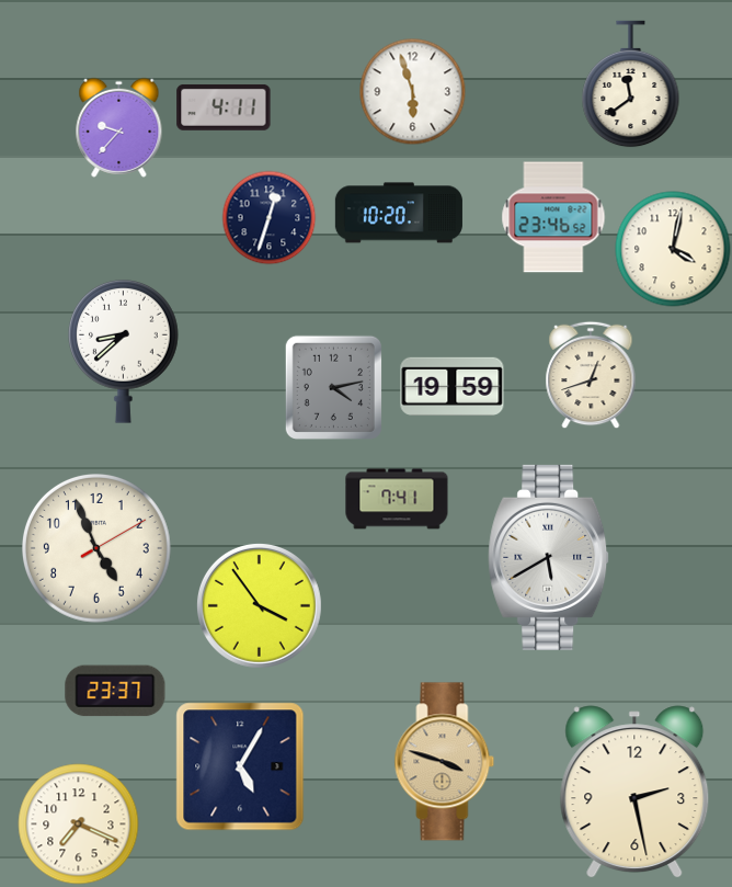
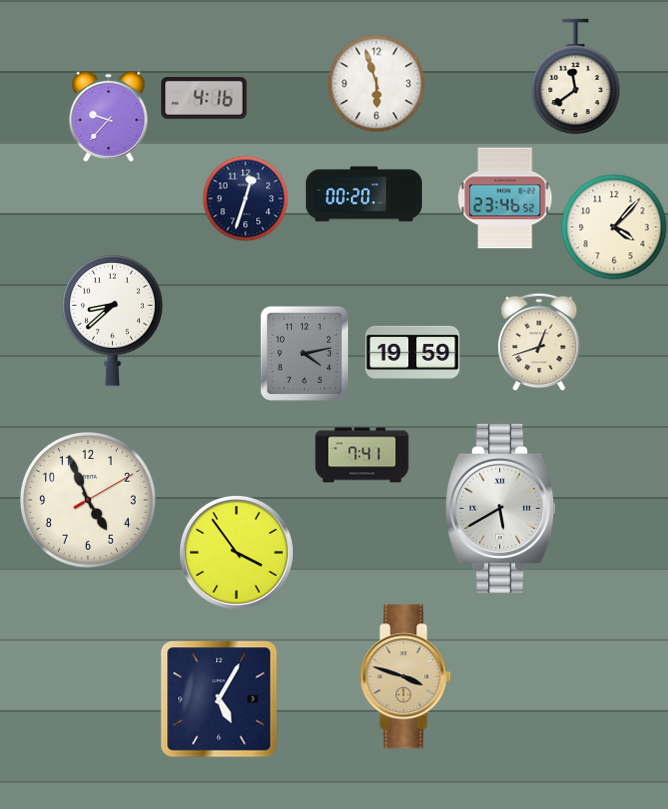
clock at (224, 107): 4:11 -> 4:16
clock at (399, 213): 10:20 -> 00:20
clock at (673, 249): 4:02 -> 4:07
clock at (115, 691): 23:37 -> none
clock at (445, 762) position: (445, 762) -> (406, 677)
clock at (634, 792): 2:28 -> none
clock at (79, 825): 7:19 -> none
